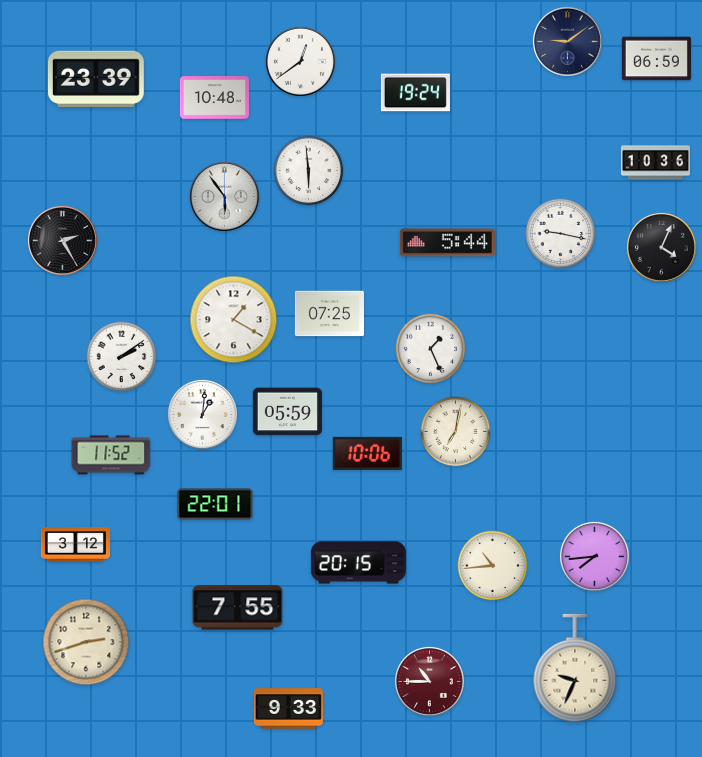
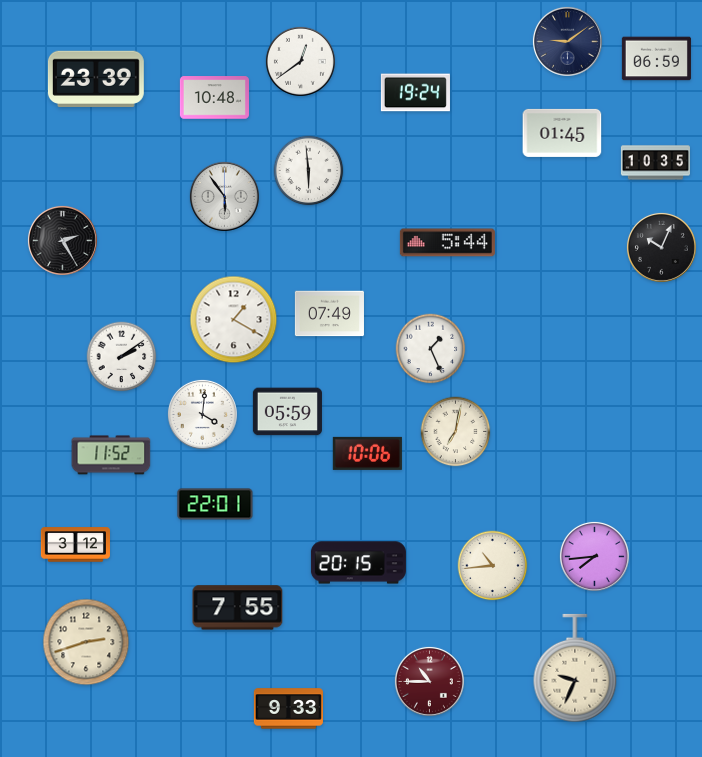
clock at (562, 133): none -> 01:45
clock at (655, 163): 10:36 -> 10:35
clock at (561, 234): 9:17 -> none
clock at (661, 247): 4:04 -> 10:04
clock at (329, 314): 07:25 -> 07:49
clock at (202, 414): 1:01 -> 4:01
